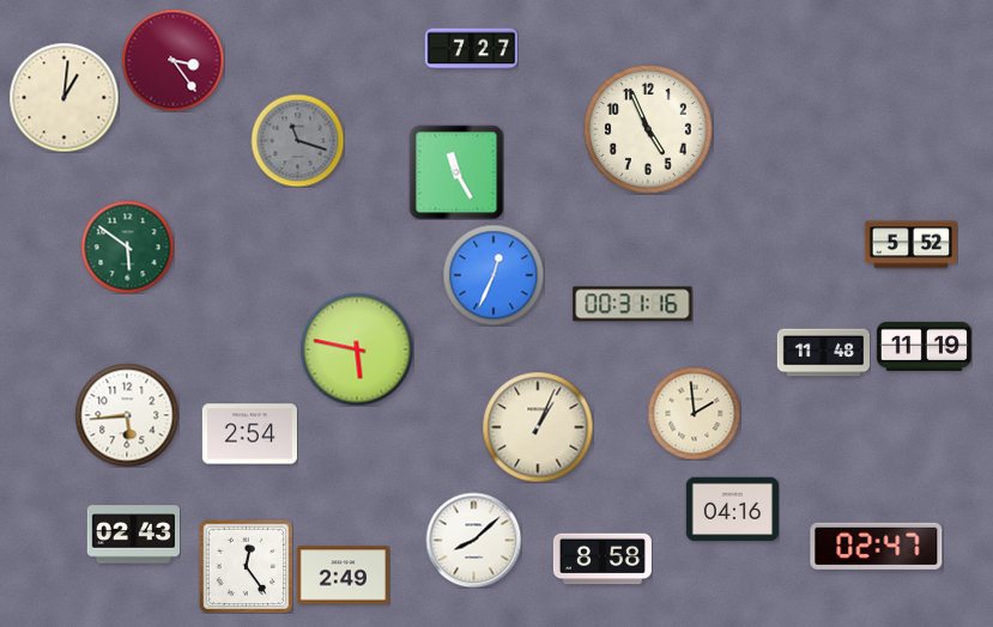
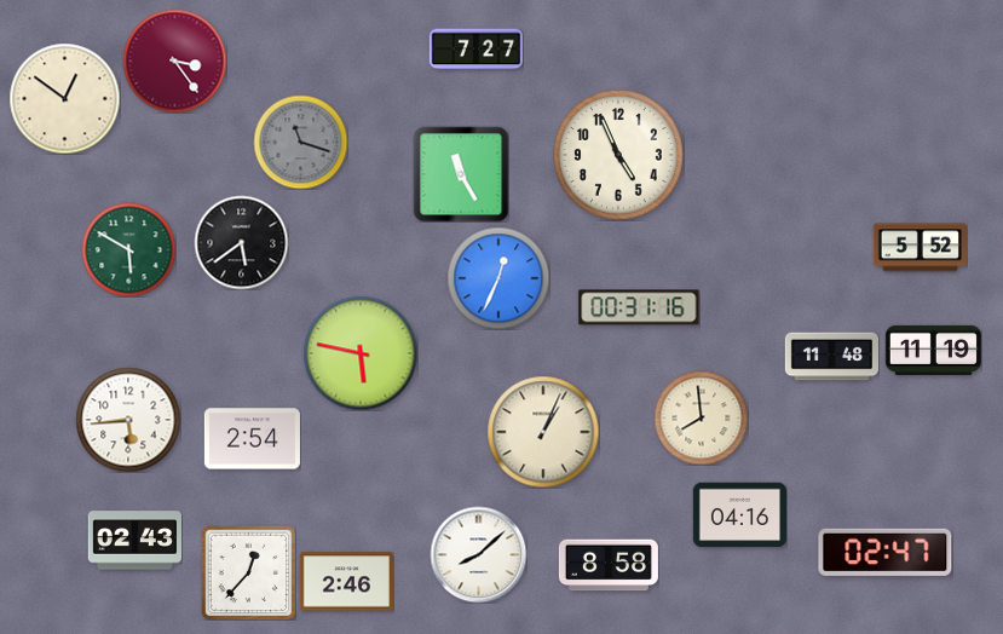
clock at (63, 97): 1:01 -> 12:51
clock at (648, 129) position: (648, 129) -> (618, 155)
clock at (241, 242): none -> 5:39
clock at (127, 246): 5:51 -> 5:50
clock at (694, 413): 1:59 -> 7:59
clock at (473, 540) position: (473, 540) -> (478, 554)
clock at (246, 566): 12:24 -> 12:37
clock at (343, 576): 2:49 -> 2:46
